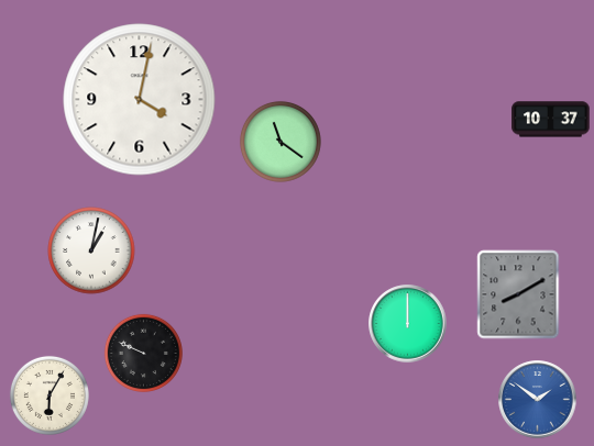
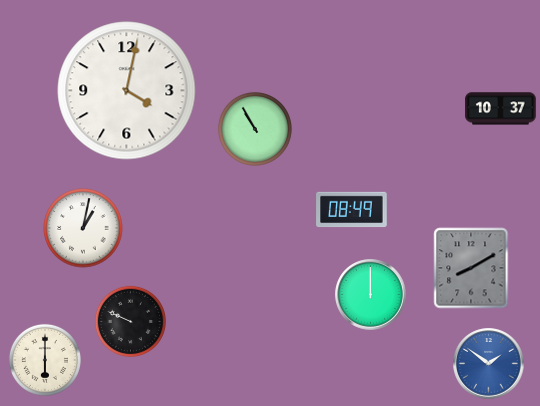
clock at (280, 142): 11:21 -> 10:55
clock at (352, 210): none -> 08:49
clock at (50, 395): 6:05 -> 6:00
